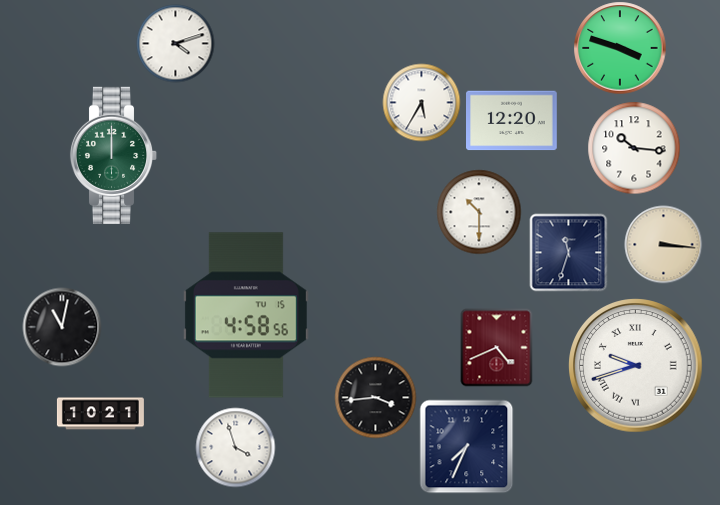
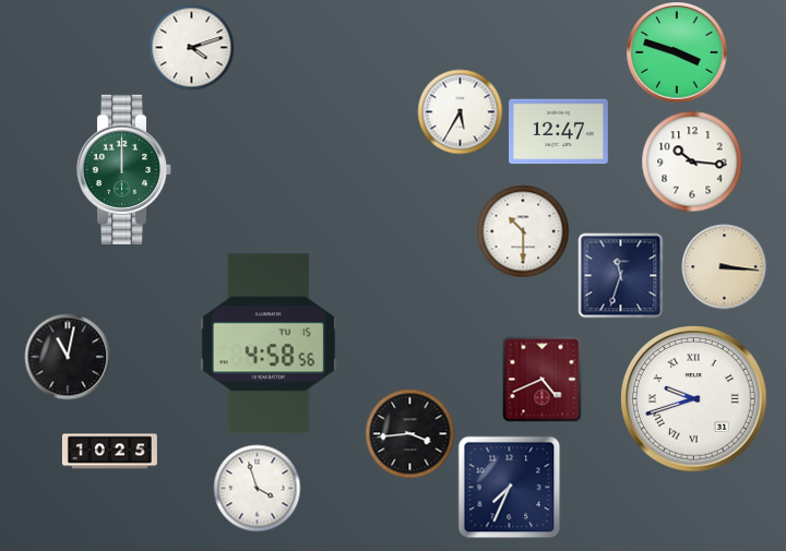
clock at (512, 121): 12:20 -> 12:47
clock at (100, 414): 10:21 -> 10:25
